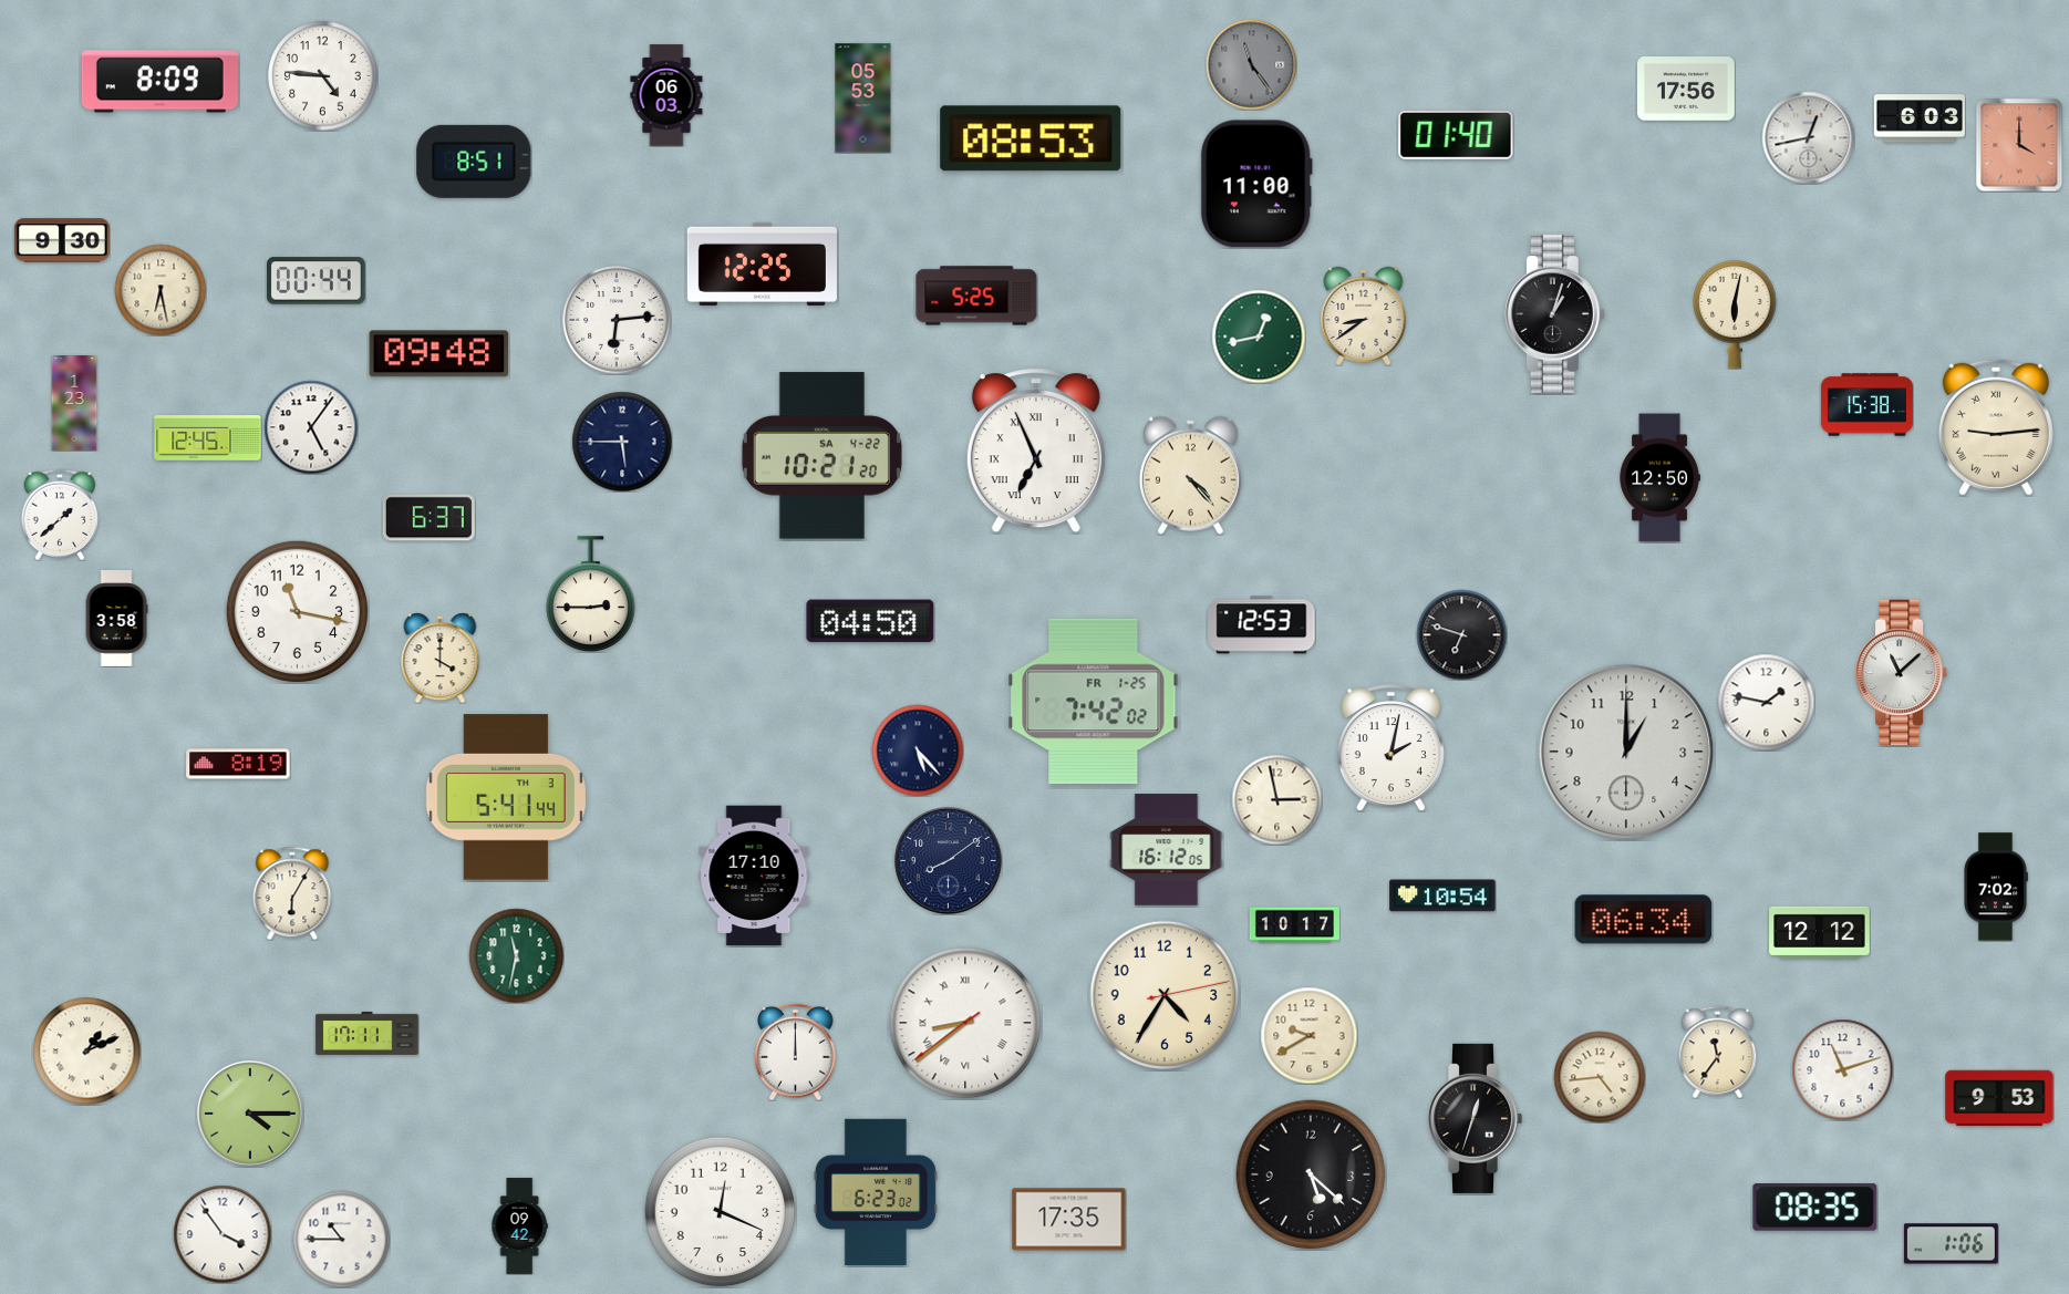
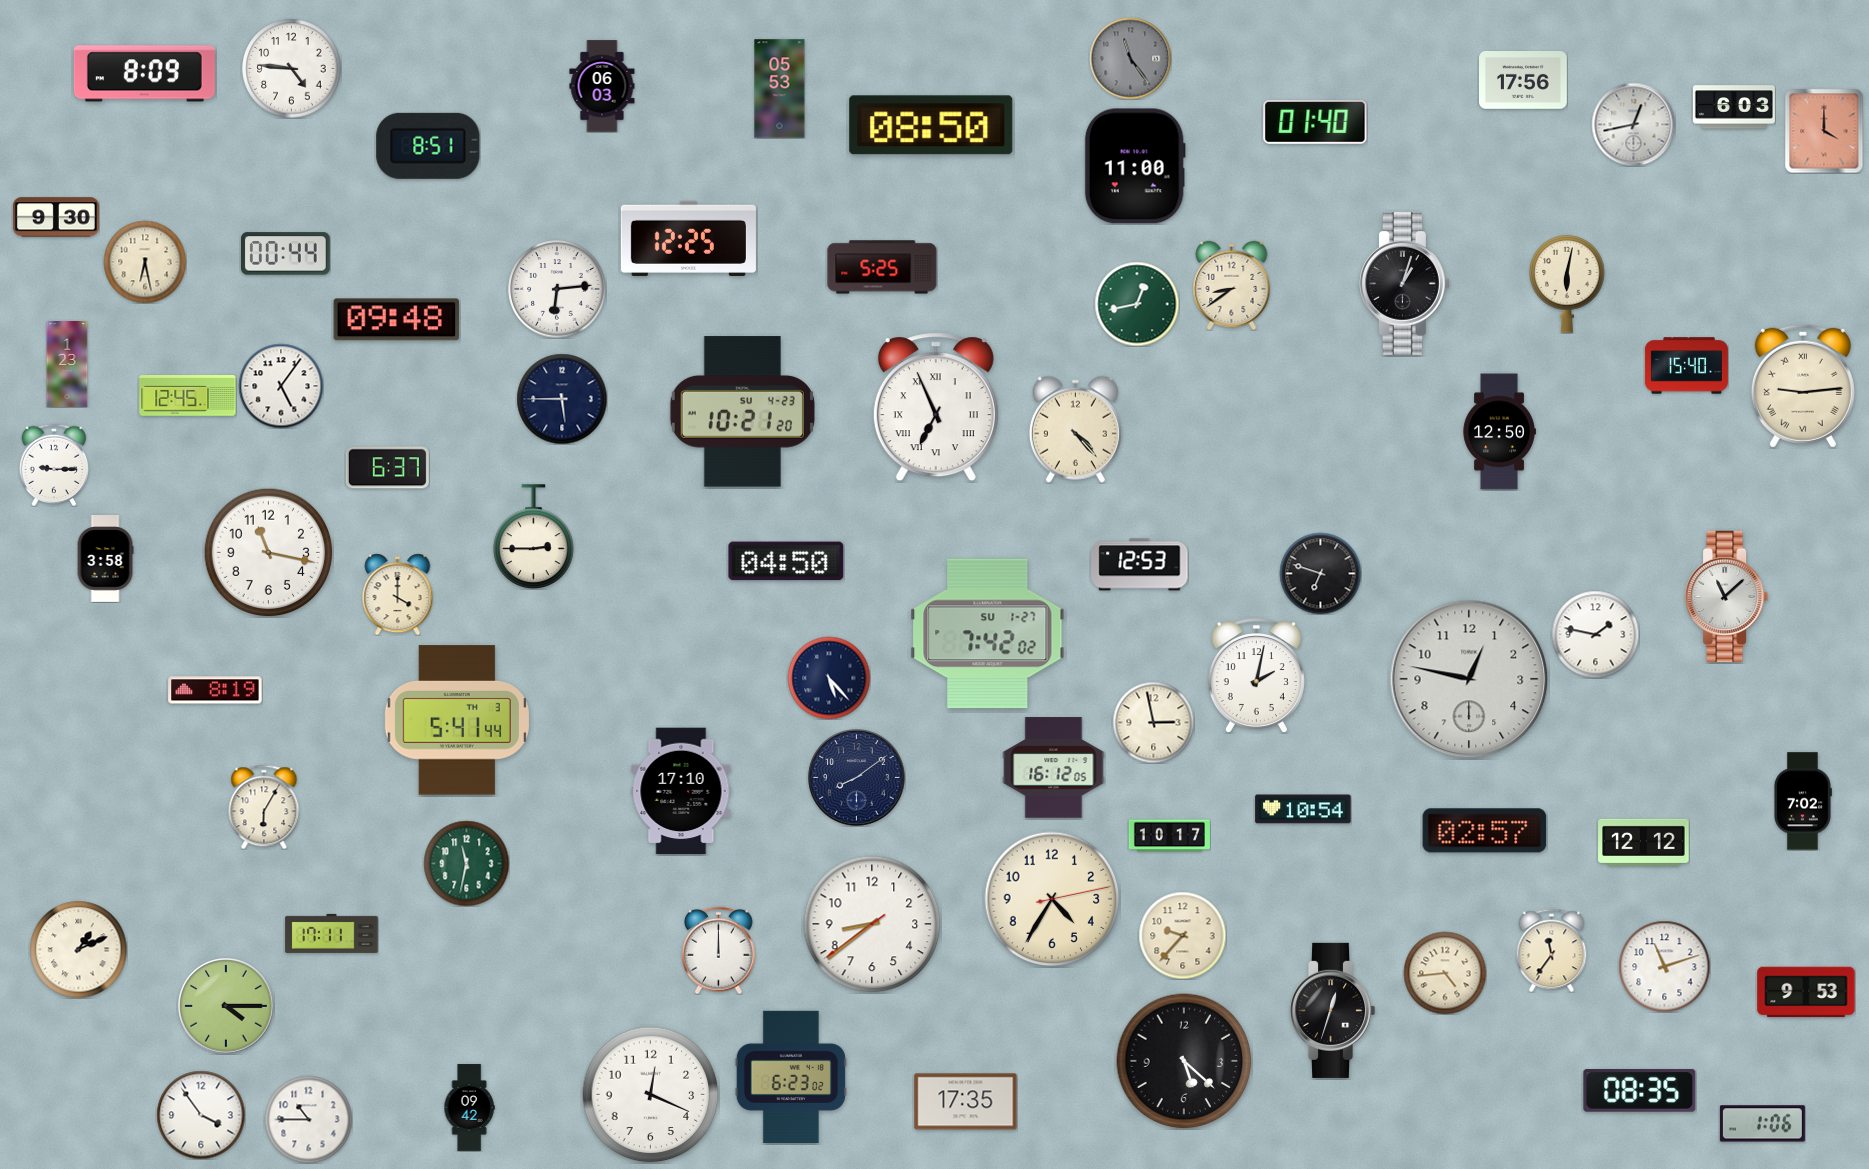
clock at (1031, 138): 08:53 -> 08:50
clock at (1866, 405): 15:38 -> 15:40
clock at (821, 456) date: SA 4-22 -> SU 4-23
clock at (60, 515): 1:38 -> 9:15
clock at (1903, 672) position: (1903, 672) -> (1728, 596)
clock at (1094, 702) date: FR 1-25 -> SU 1-27
clock at (1626, 752): 1:00 -> 12:47
clock at (1644, 920): 06:34 -> 02:57
clock at (965, 1023) numerals: Roman -> Arabic
clock at (1308, 1035): 9:40 -> 9:37
